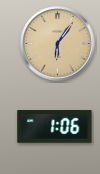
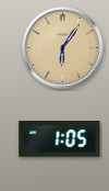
clock at (55, 127): 1:06 -> 1:05
